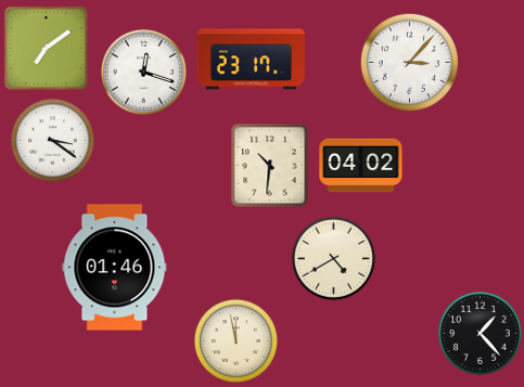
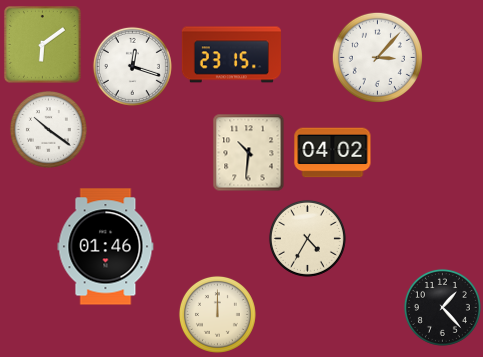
clock at (47, 49): 7:09 -> 6:09
clock at (251, 60): 23:17 -> 23:15
clock at (52, 140): 3:21 -> 10:21
clock at (333, 258): 4:40 -> 4:35
clock at (235, 340): 11:58 -> 12:00
